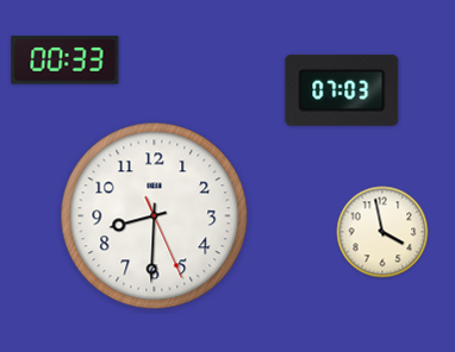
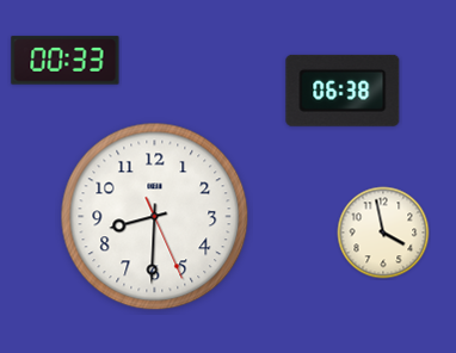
clock at (342, 90): 07:03 -> 06:38
